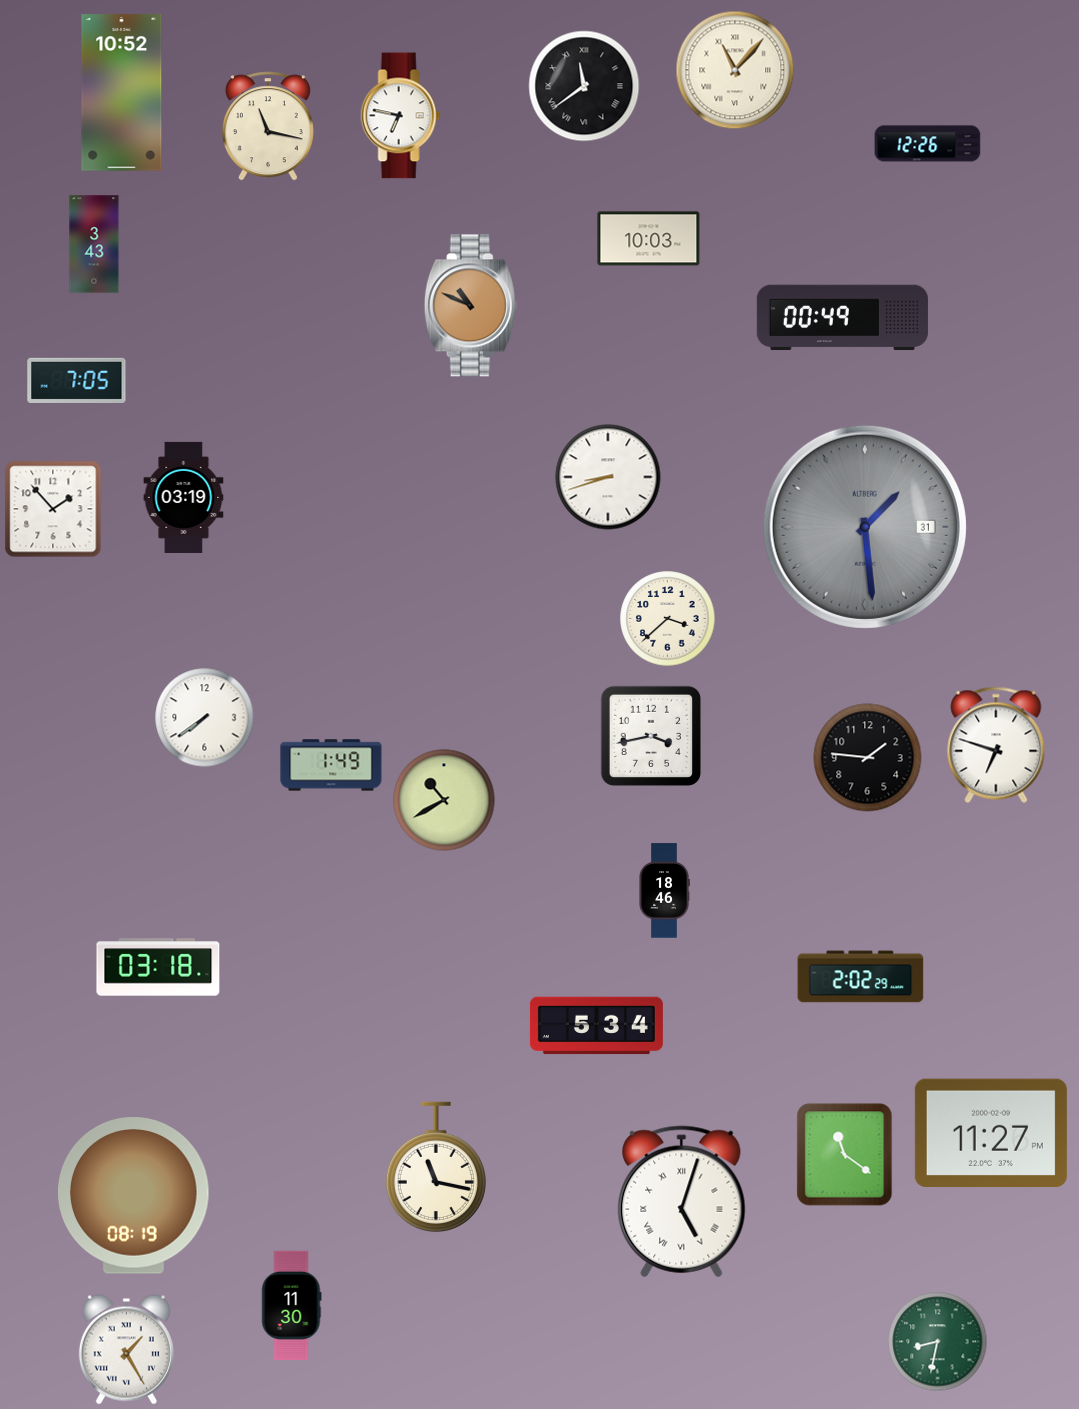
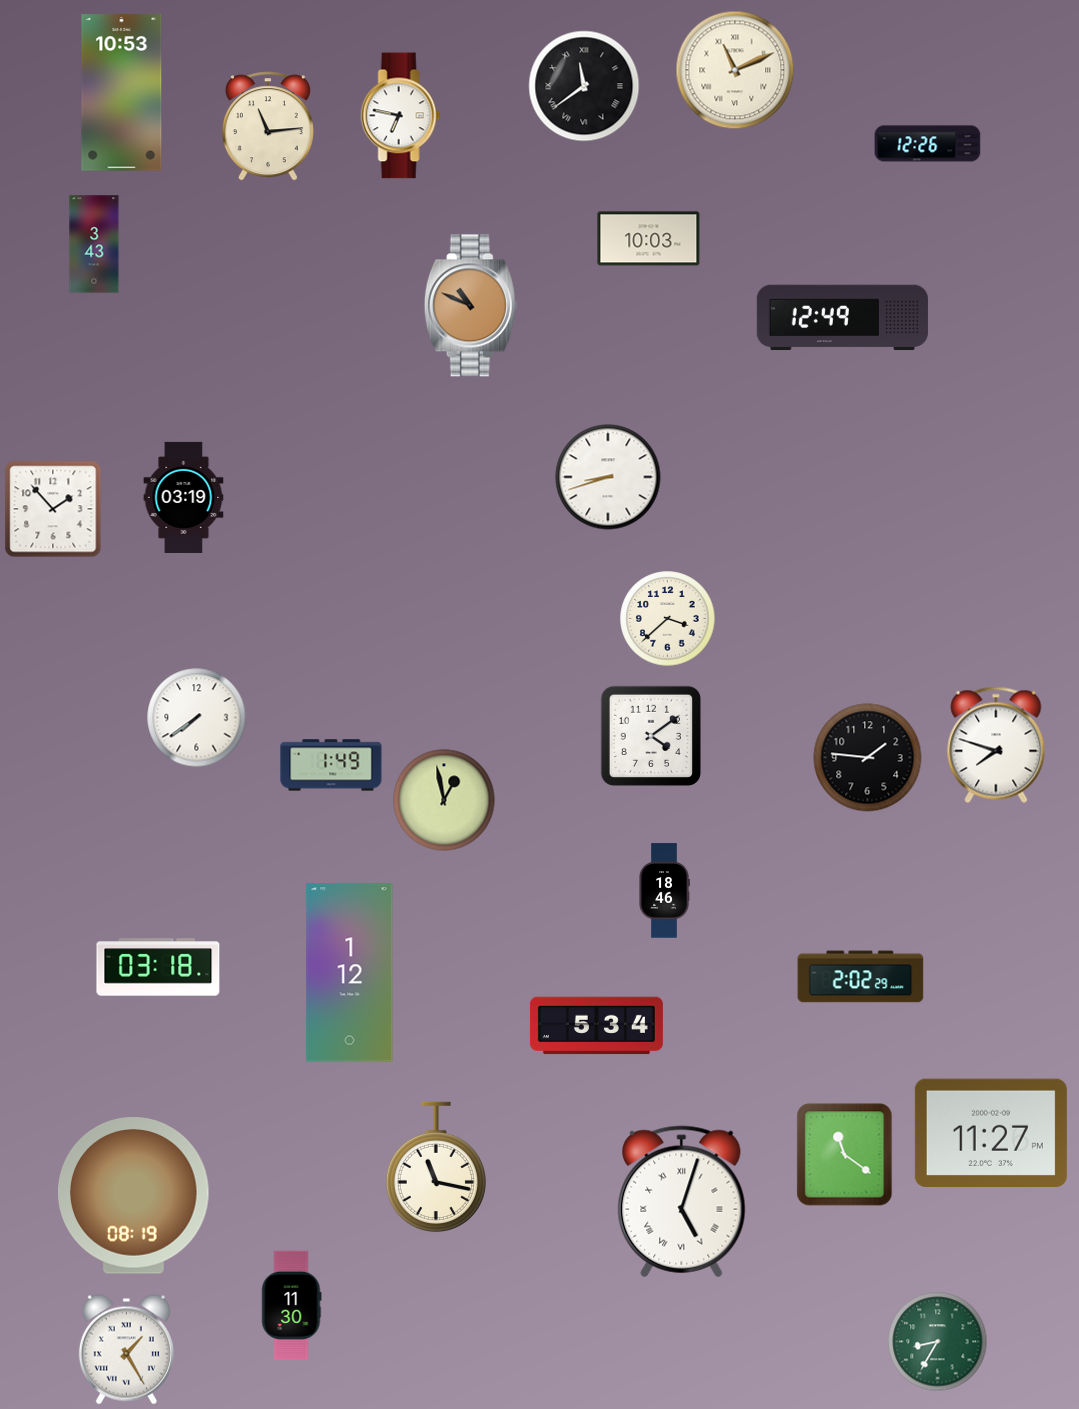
clock at (735, 70): 11:07 -> 11:11
clock at (122, 93): 10:52 -> 10:53
clock at (268, 126): 11:17 -> 11:14
clock at (842, 318): 00:49 -> 12:49
clock at (77, 380): 7:05 -> none
clock at (865, 527): 1:29 -> none
clock at (205, 718) position: (205, 718) -> (197, 718)
clock at (651, 736): 3:43 -> 4:09
clock at (996, 745): 6:48 -> 7:48
clock at (444, 800): 10:40 -> 12:58
clock at (350, 973): none -> 1:12
clock at (938, 1342): 8:32 -> 8:35
